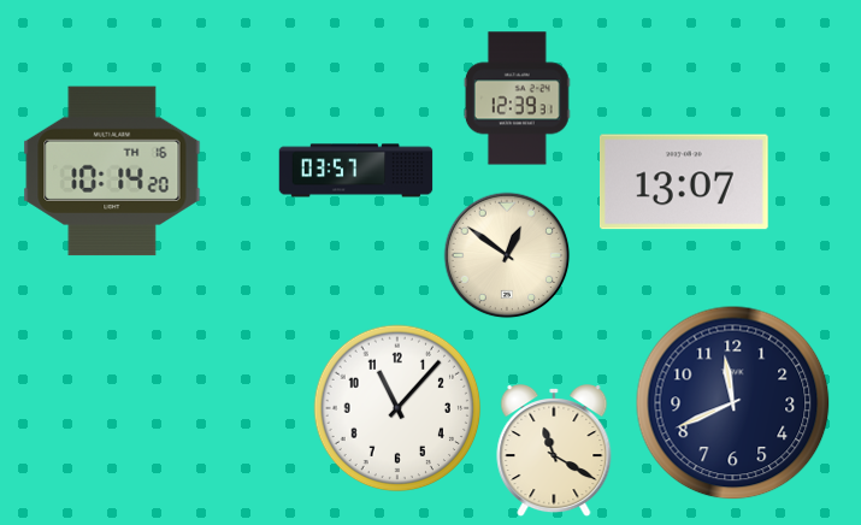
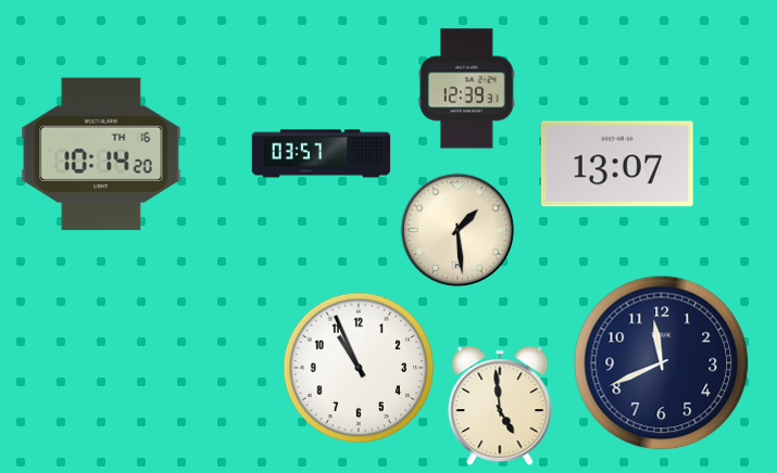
clock at (507, 255): 12:51 -> 1:29
clock at (397, 408): 11:07 -> 10:56
clock at (554, 450): 11:20 -> 4:59
